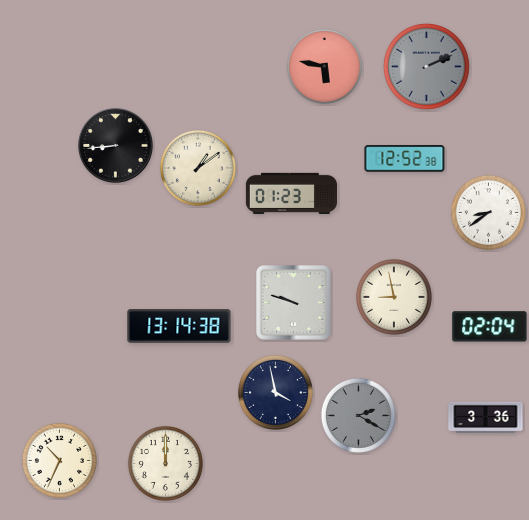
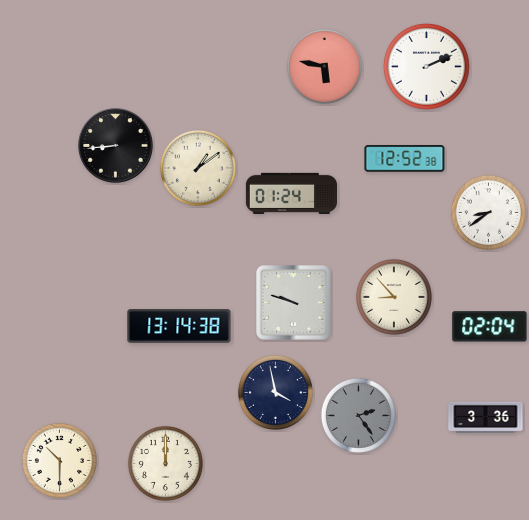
clock at (426, 66) dial: grey -> white
clock at (291, 193): 01:23 -> 01:24
clock at (394, 297): 8:58 -> 8:53
clock at (358, 415): 2:20 -> 2:24
clock at (59, 460): 10:34 -> 10:30
